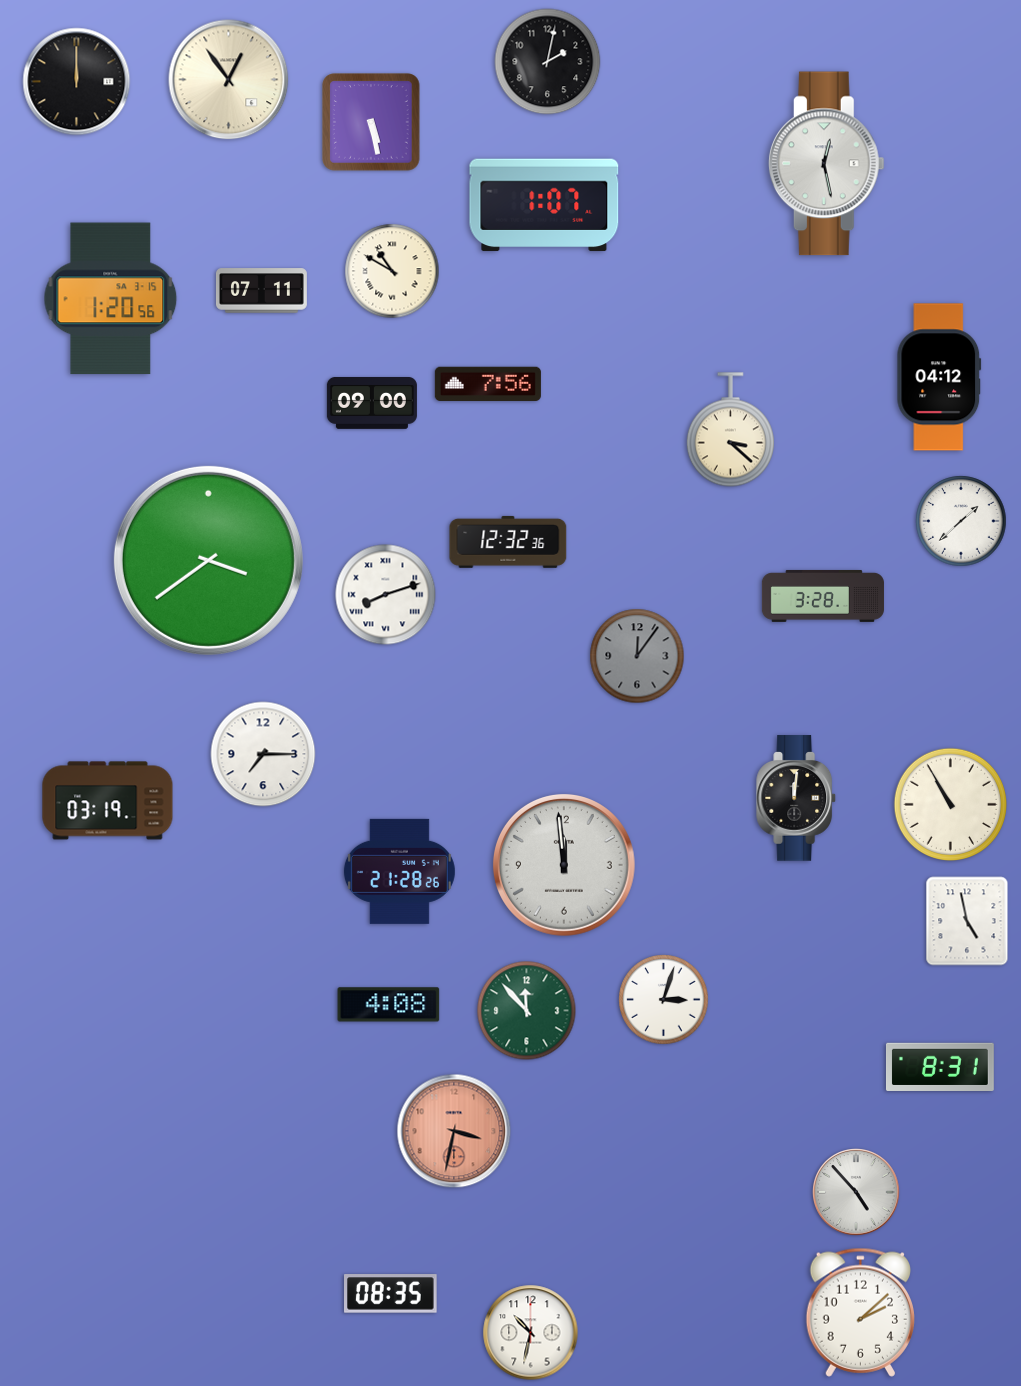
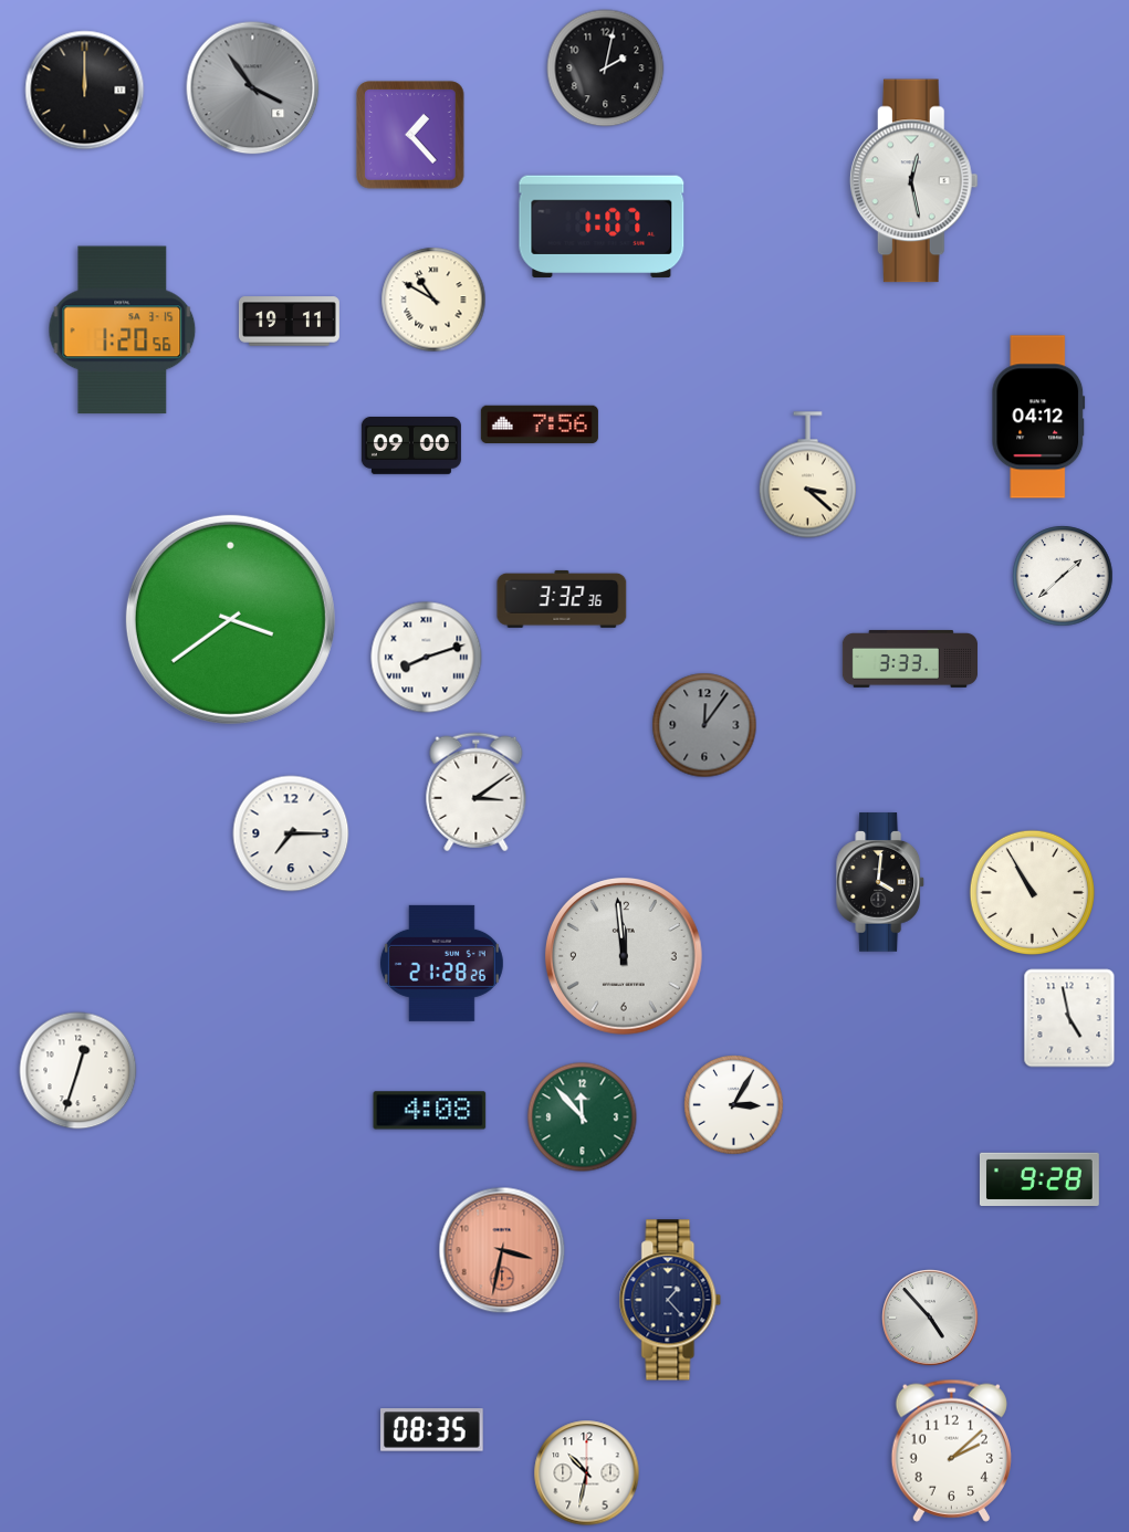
clock at (229, 80): 12:54 -> 3:54
clock at (229, 80) dial: cream -> grey
clock at (371, 122): 5:28 -> 1:23
clock at (261, 291): 07:11 -> 19:11
clock at (508, 542): 12:32 -> 3:32
clock at (823, 596): 3:28 -> 3:33
clock at (477, 793): none -> 3:09
clock at (797, 798): 12:01 -> 4:01
clock at (108, 801): 03:19 -> none
clock at (951, 805) position: (951, 805) -> (1033, 893)
clock at (79, 1071): none -> 12:33
clock at (664, 1000): 3:03 -> 3:05
clock at (940, 1066): 8:31 -> 9:28
clock at (670, 1300): none -> 1:23
clock at (857, 1193) position: (857, 1193) -> (931, 1319)
